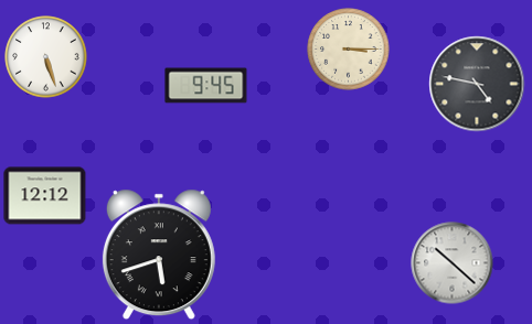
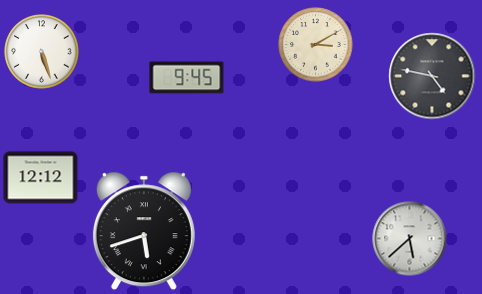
clock at (349, 50): 3:15 -> 3:10
clock at (453, 263): 10:22 -> 5:38
